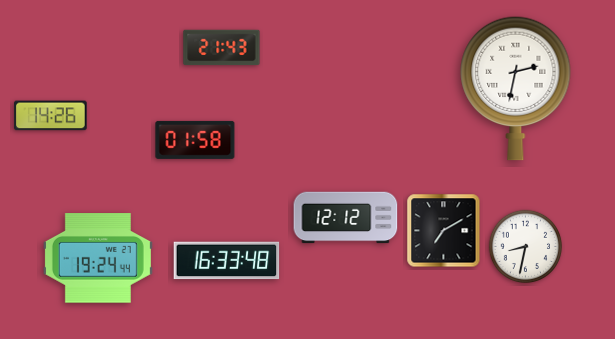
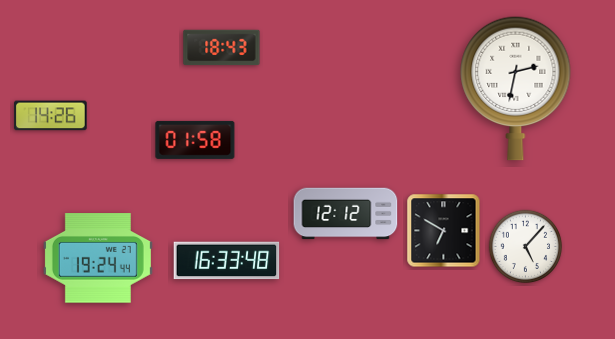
clock at (222, 48): 21:43 -> 18:43
clock at (346, 218) position: (346, 218) -> (346, 214)
clock at (444, 231): 7:10 -> 6:50
clock at (526, 247): 8:32 -> 5:07
